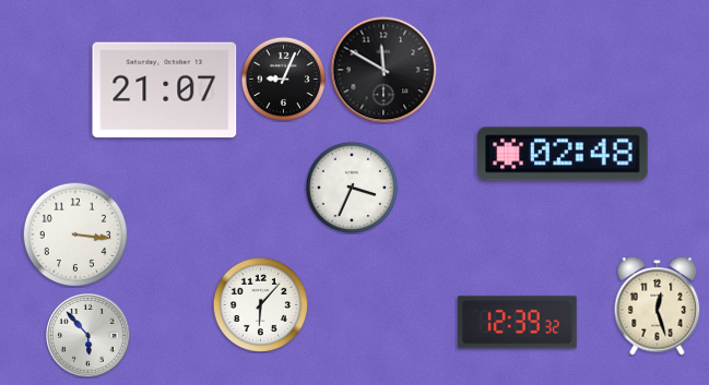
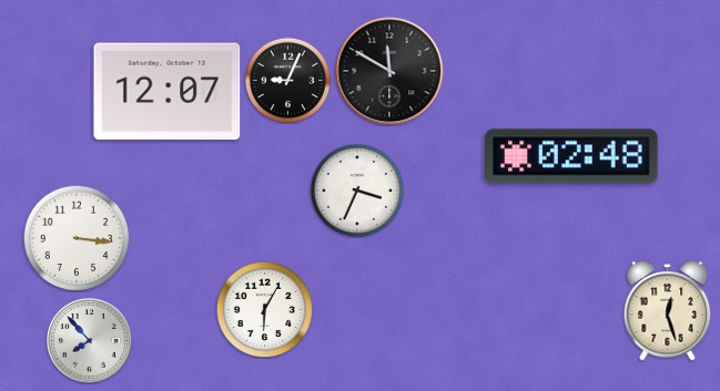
clock at (165, 91): 21:07 -> 12:07
clock at (260, 304): 6:07 -> 6:05
clock at (517, 323): 12:39 -> none
clock at (88, 336): 5:53 -> 7:53
